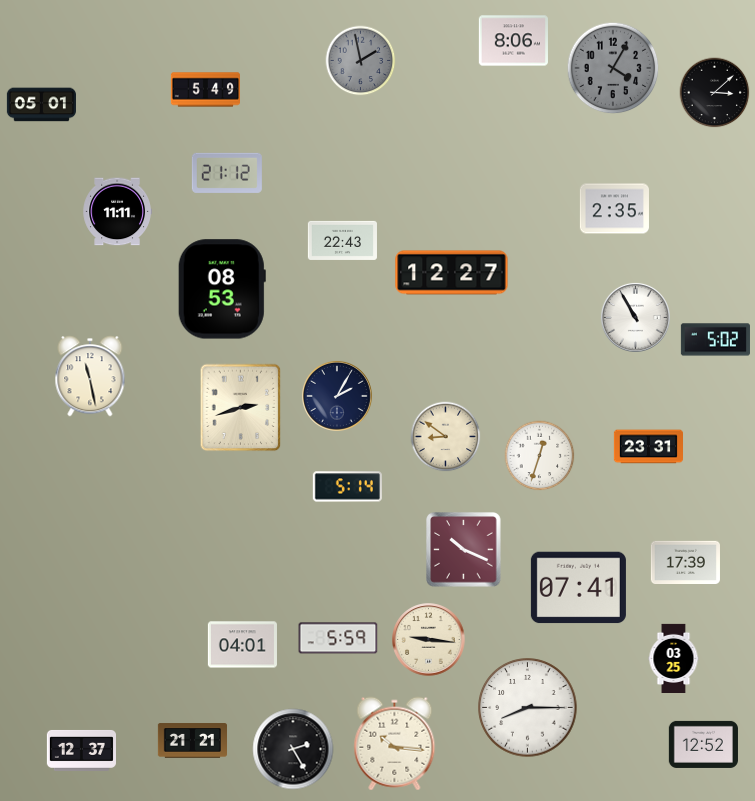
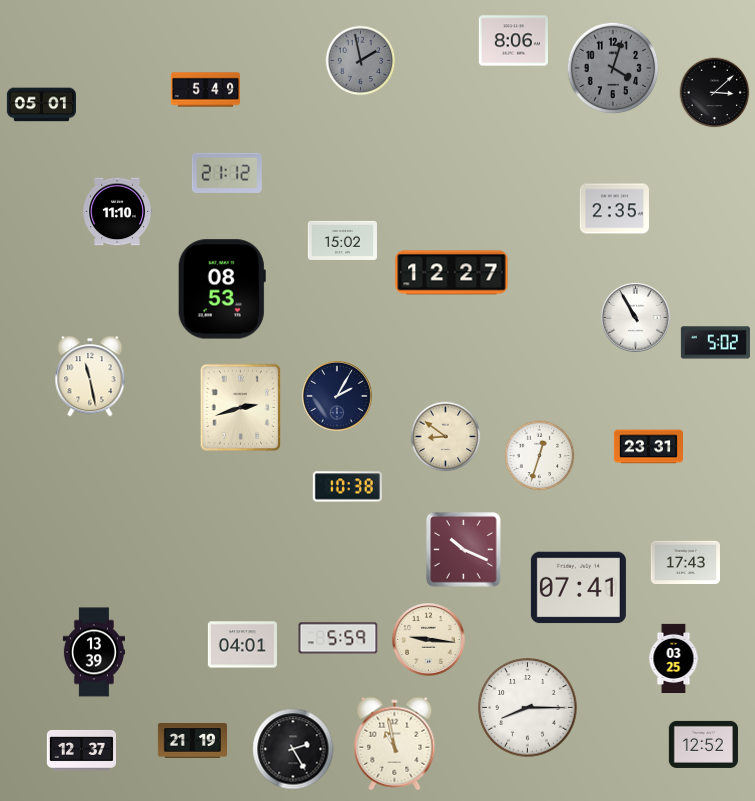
clock at (613, 68): 4:05 -> 4:03
clock at (117, 212): 11:11 -> 11:10
clock at (342, 240): 22:43 -> 15:02
clock at (715, 340) position: (715, 340) -> (715, 343)
clock at (347, 487): 5:14 -> 10:38
clock at (685, 562): 17:39 -> 17:43
clock at (94, 652): none -> 13:39
clock at (192, 741): 21:21 -> 21:19
clock at (395, 744): 10:16 -> 10:58
